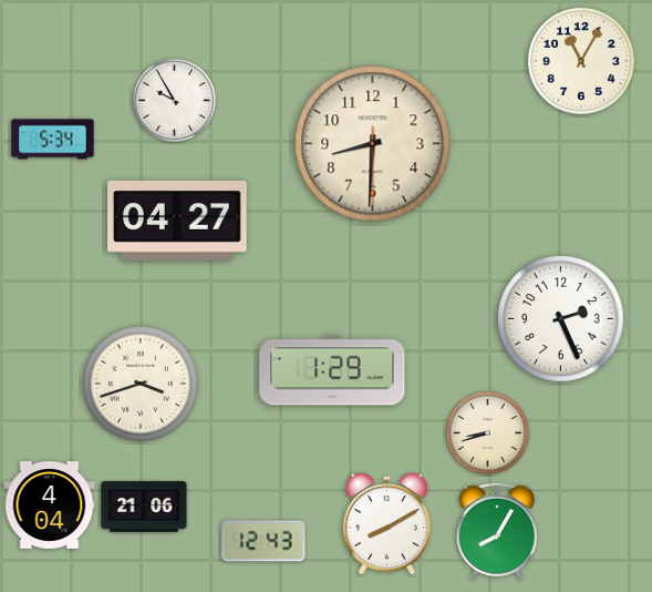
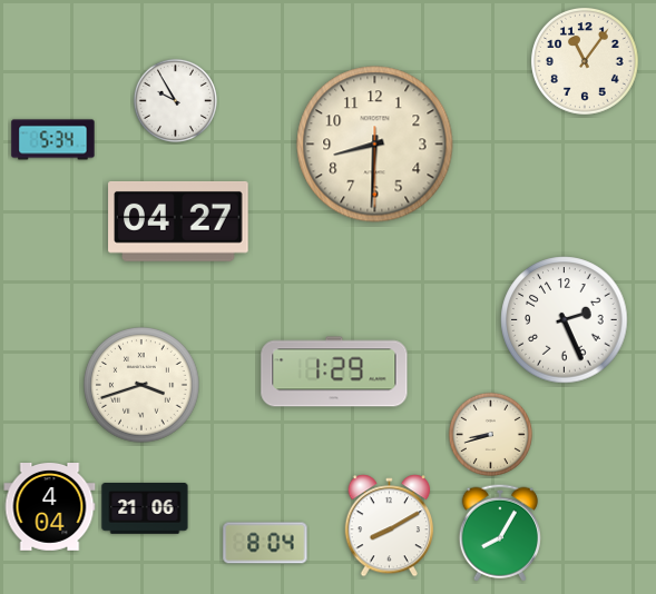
clock at (581, 61): 11:05 -> 11:06
clock at (263, 541): 12:43 -> 8:04
